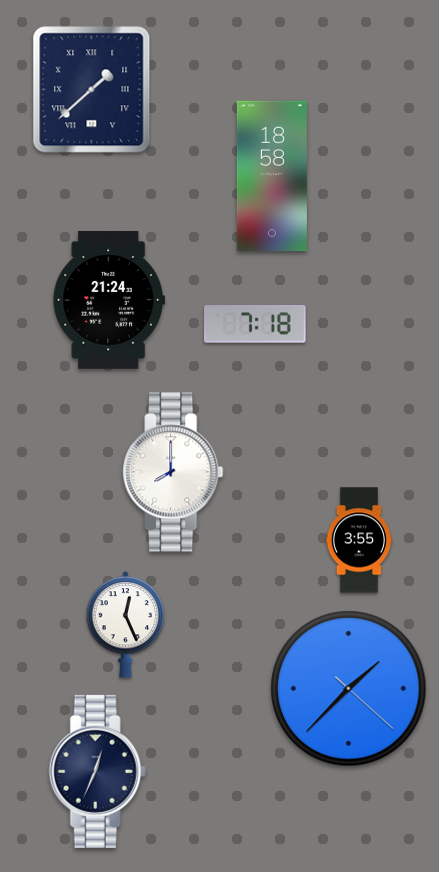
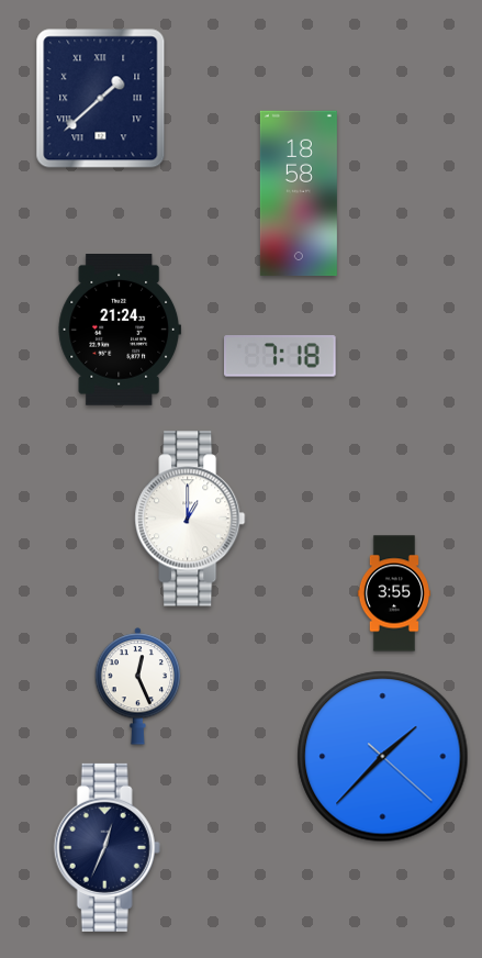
clock at (173, 472): 8:00 -> 1:00
